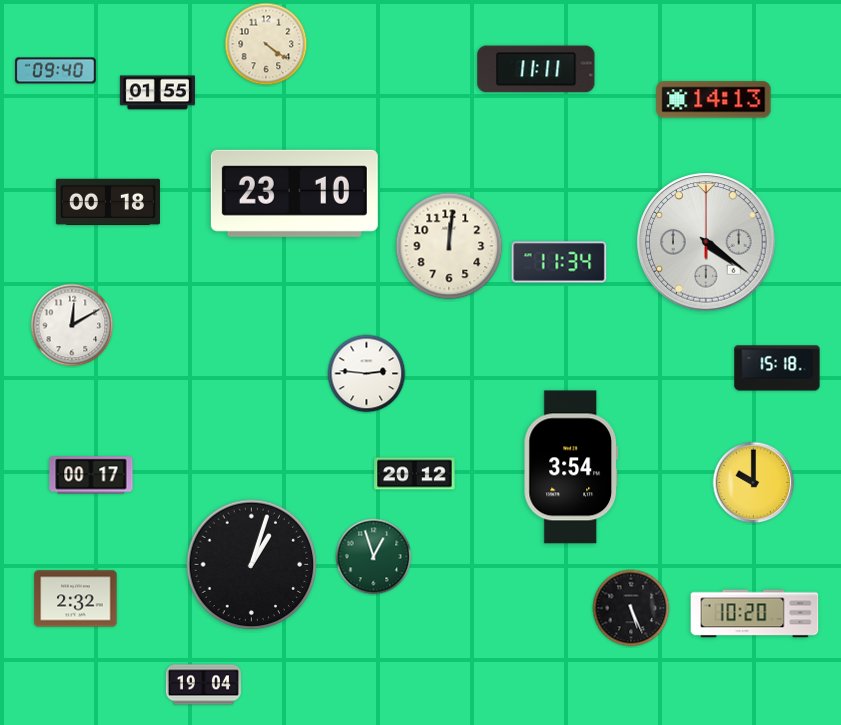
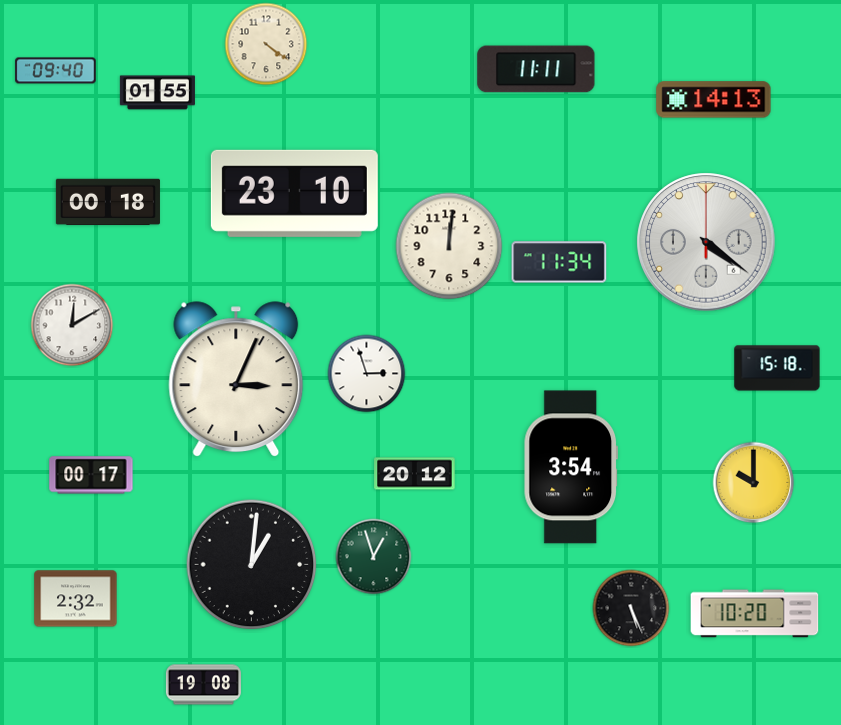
clock at (367, 374): 2:46 -> 2:57
clock at (236, 379): none -> 3:04
clock at (252, 565): 1:03 -> 1:01
clock at (203, 685): 19:04 -> 19:08
